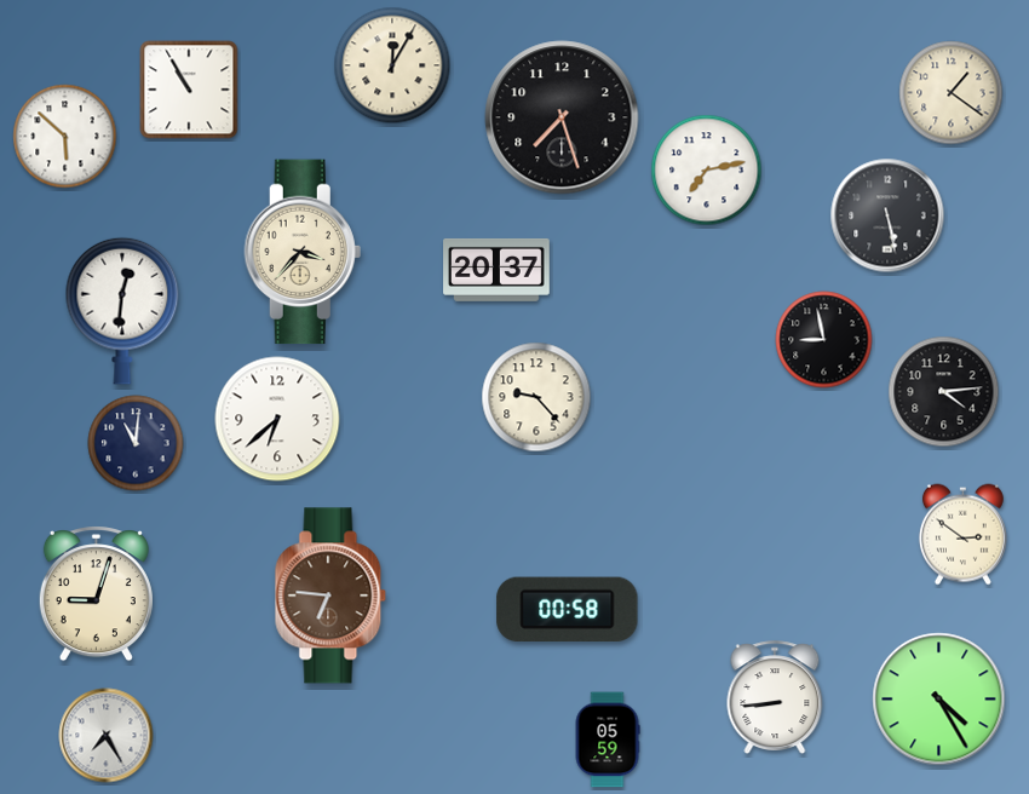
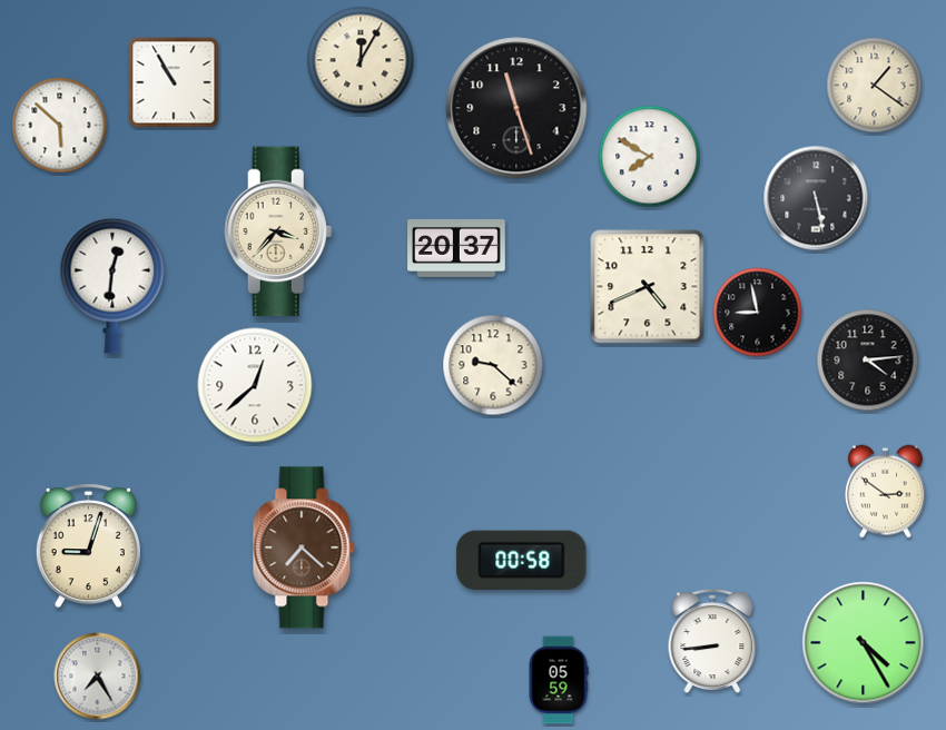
clock at (562, 117): 7:27 -> 11:27
clock at (707, 171): 7:13 -> 7:50
clock at (648, 287): none -> 4:41
clock at (536, 397): 9:23 -> 9:22
clock at (277, 419): 6:38 -> 12:38
clock at (136, 443): 11:01 -> none
clock at (330, 595): 6:46 -> 7:22
